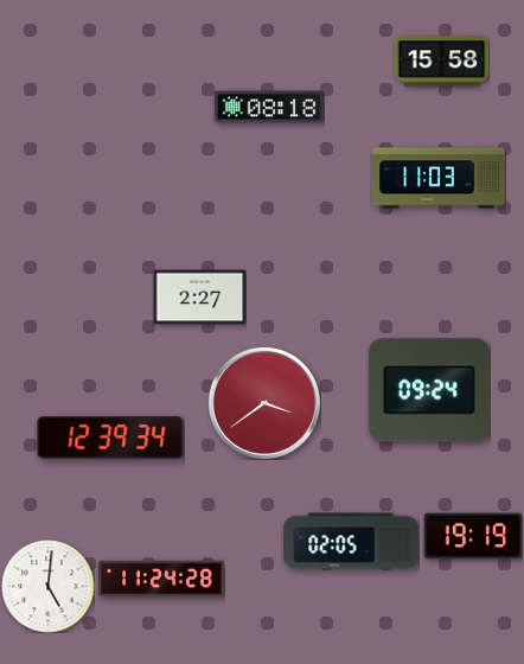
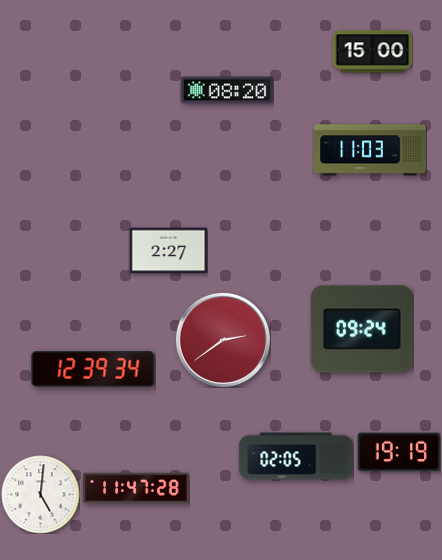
clock at (441, 62): 15:58 -> 15:00
clock at (269, 107): 08:18 -> 08:20
clock at (264, 403): 3:39 -> 2:39
clock at (161, 579): 11:24 -> 11:47
